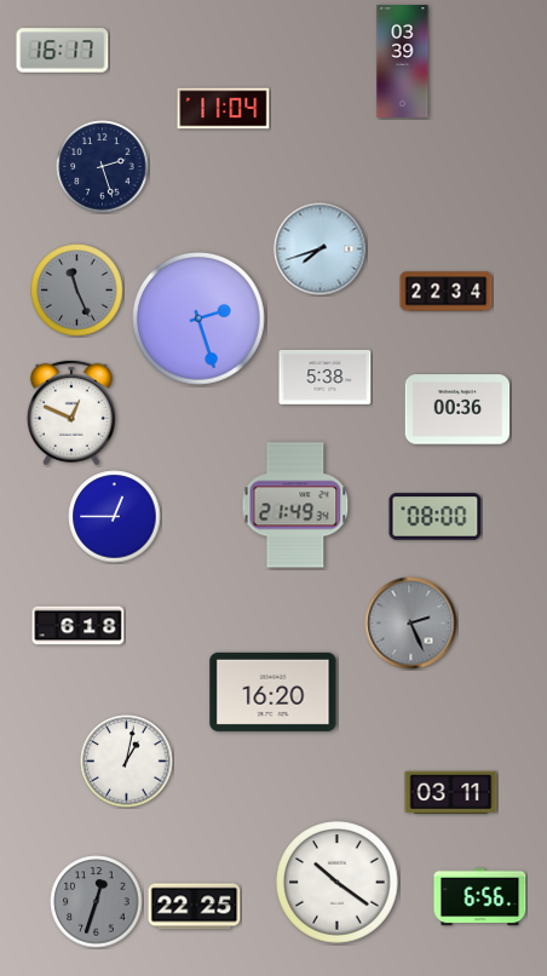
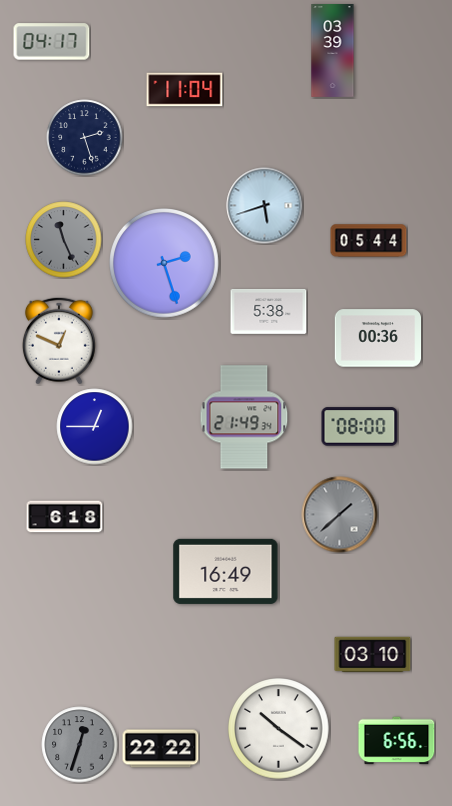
clock at (63, 51): 16:17 -> 04:17
clock at (321, 249): 7:42 -> 5:42
clock at (447, 292): 22:34 -> 05:44
clock at (411, 624): 2:26 -> 1:38
clock at (273, 691): 16:20 -> 16:49
clock at (127, 762): 1:02 -> none
clock at (451, 793): 03:11 -> 03:10
clock at (195, 907): 22:25 -> 22:22
